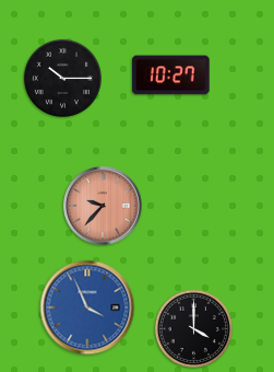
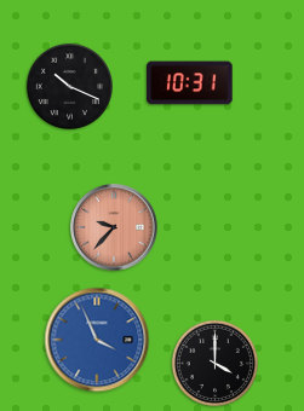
clock at (171, 75): 10:27 -> 10:31
clock at (62, 78): 10:15 -> 10:19
